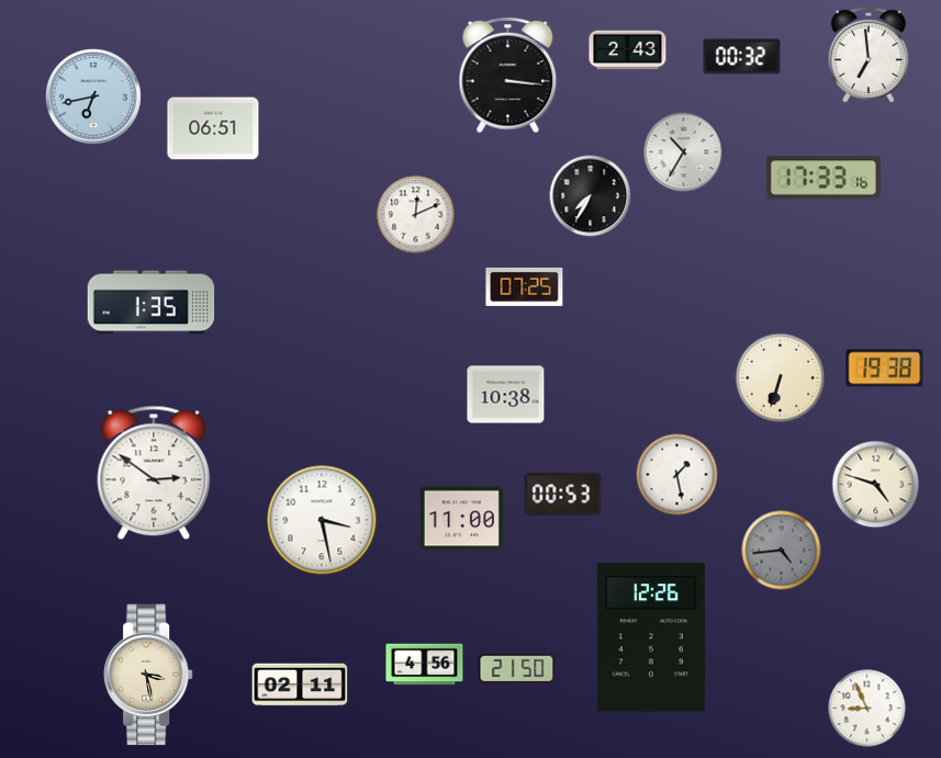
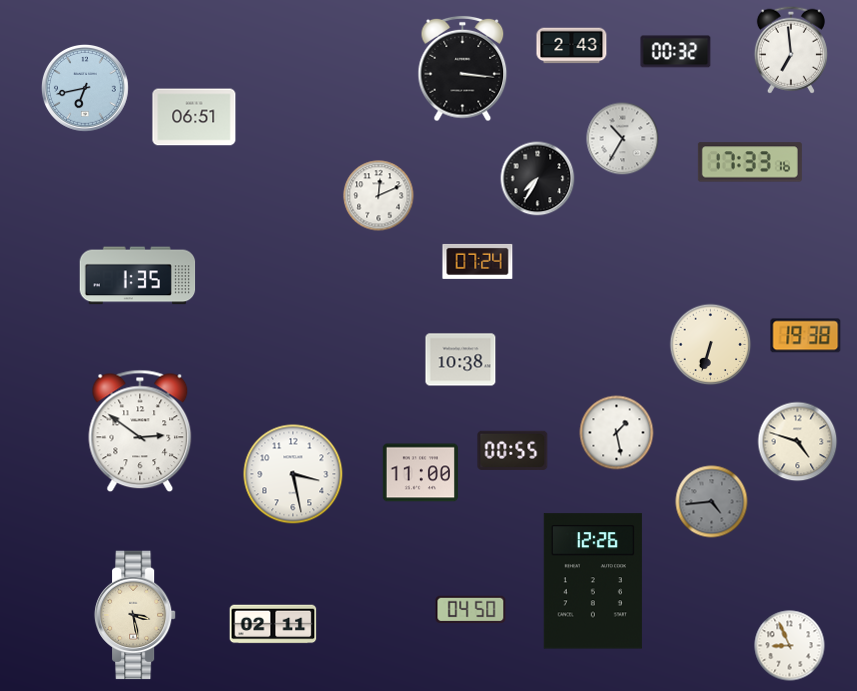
clock at (525, 286): 07:25 -> 07:24
clock at (563, 494): 00:53 -> 00:55
clock at (425, 665): 4:56 -> none
clock at (517, 669): 21:50 -> 04:50
